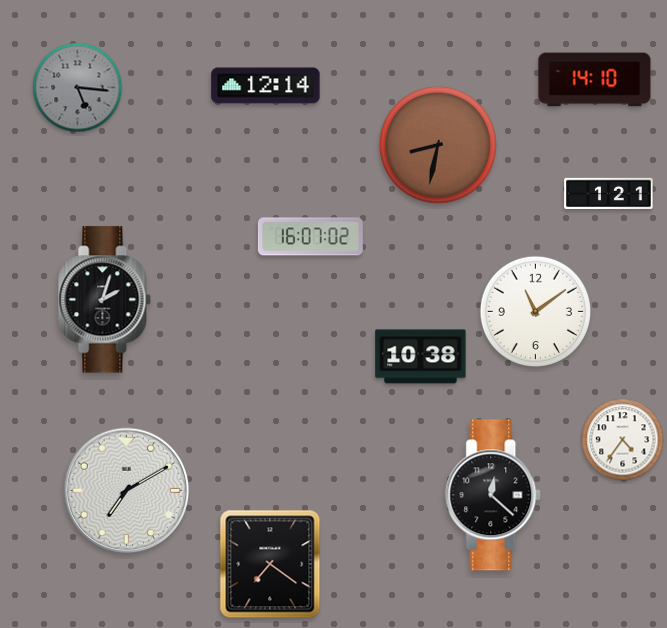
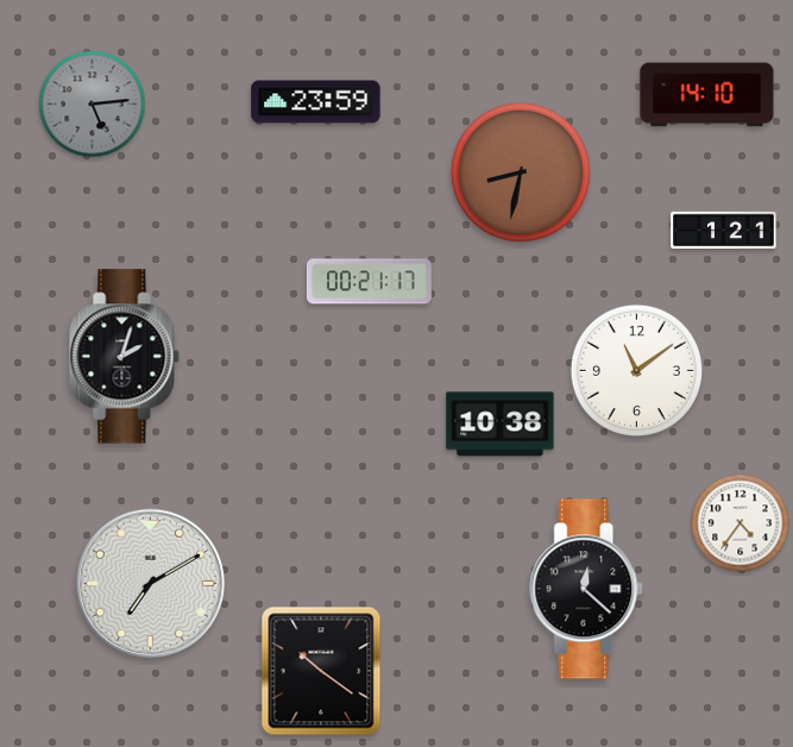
clock at (266, 86): 12:14 -> 23:59
clock at (78, 88): 5:16 -> 5:14
clock at (310, 237): 16:07 -> 00:21
clock at (270, 564): 7:21 -> 10:21
